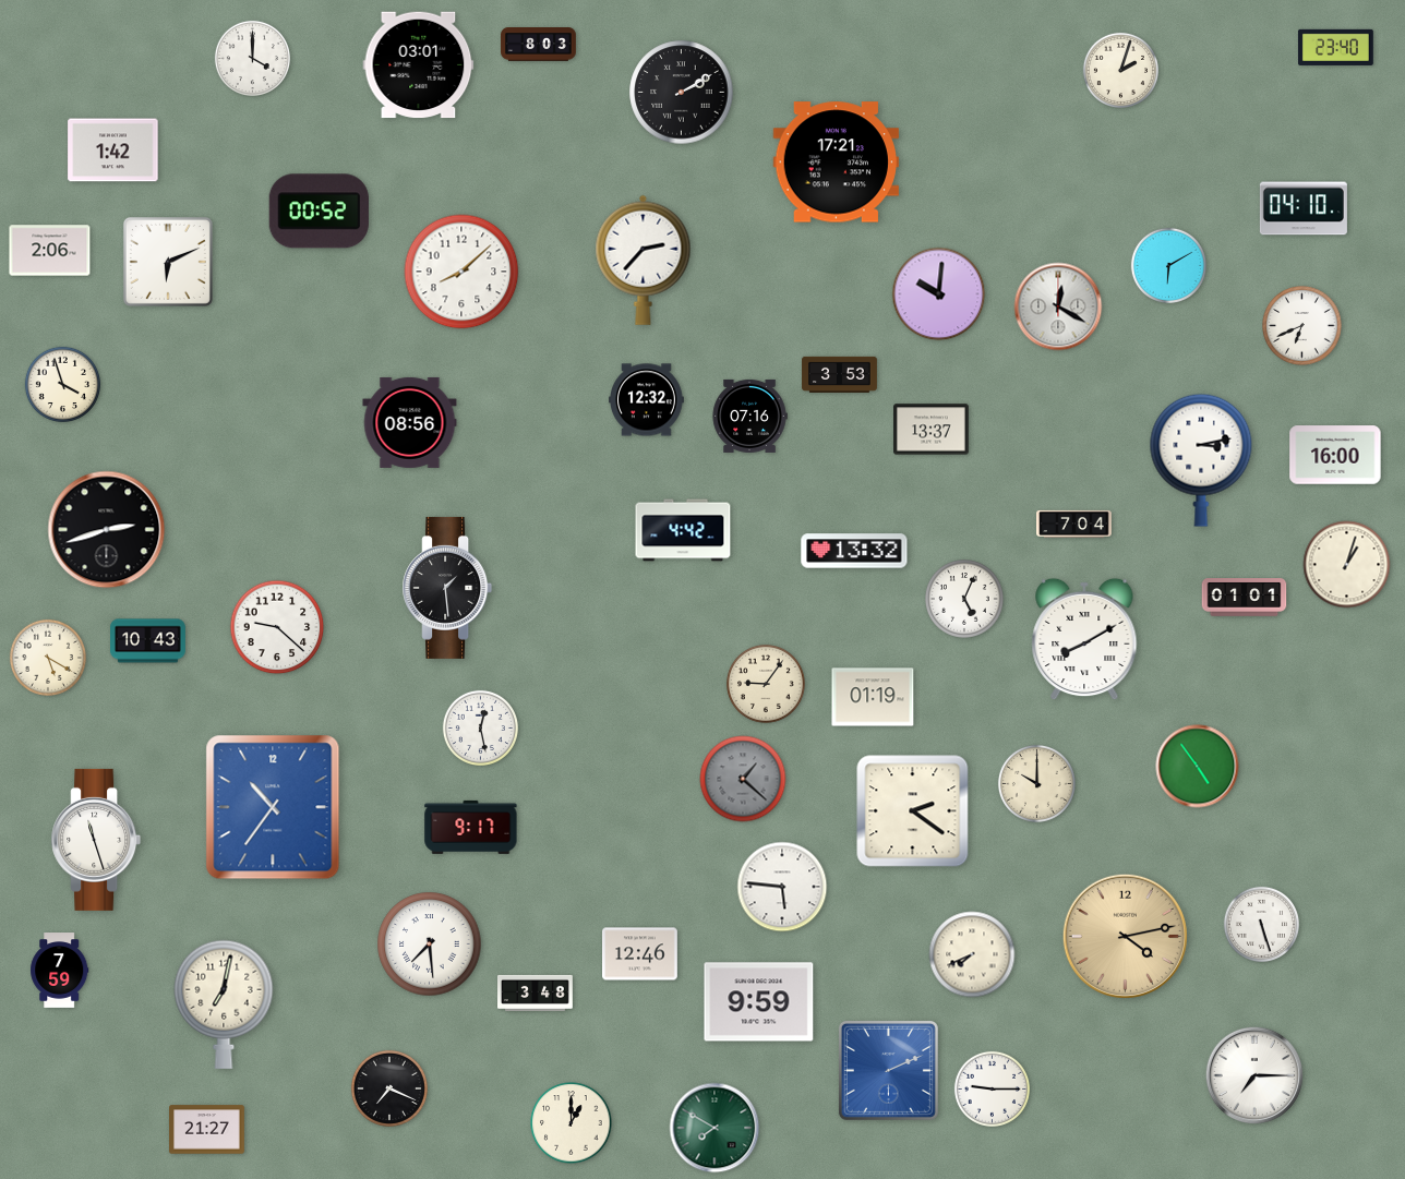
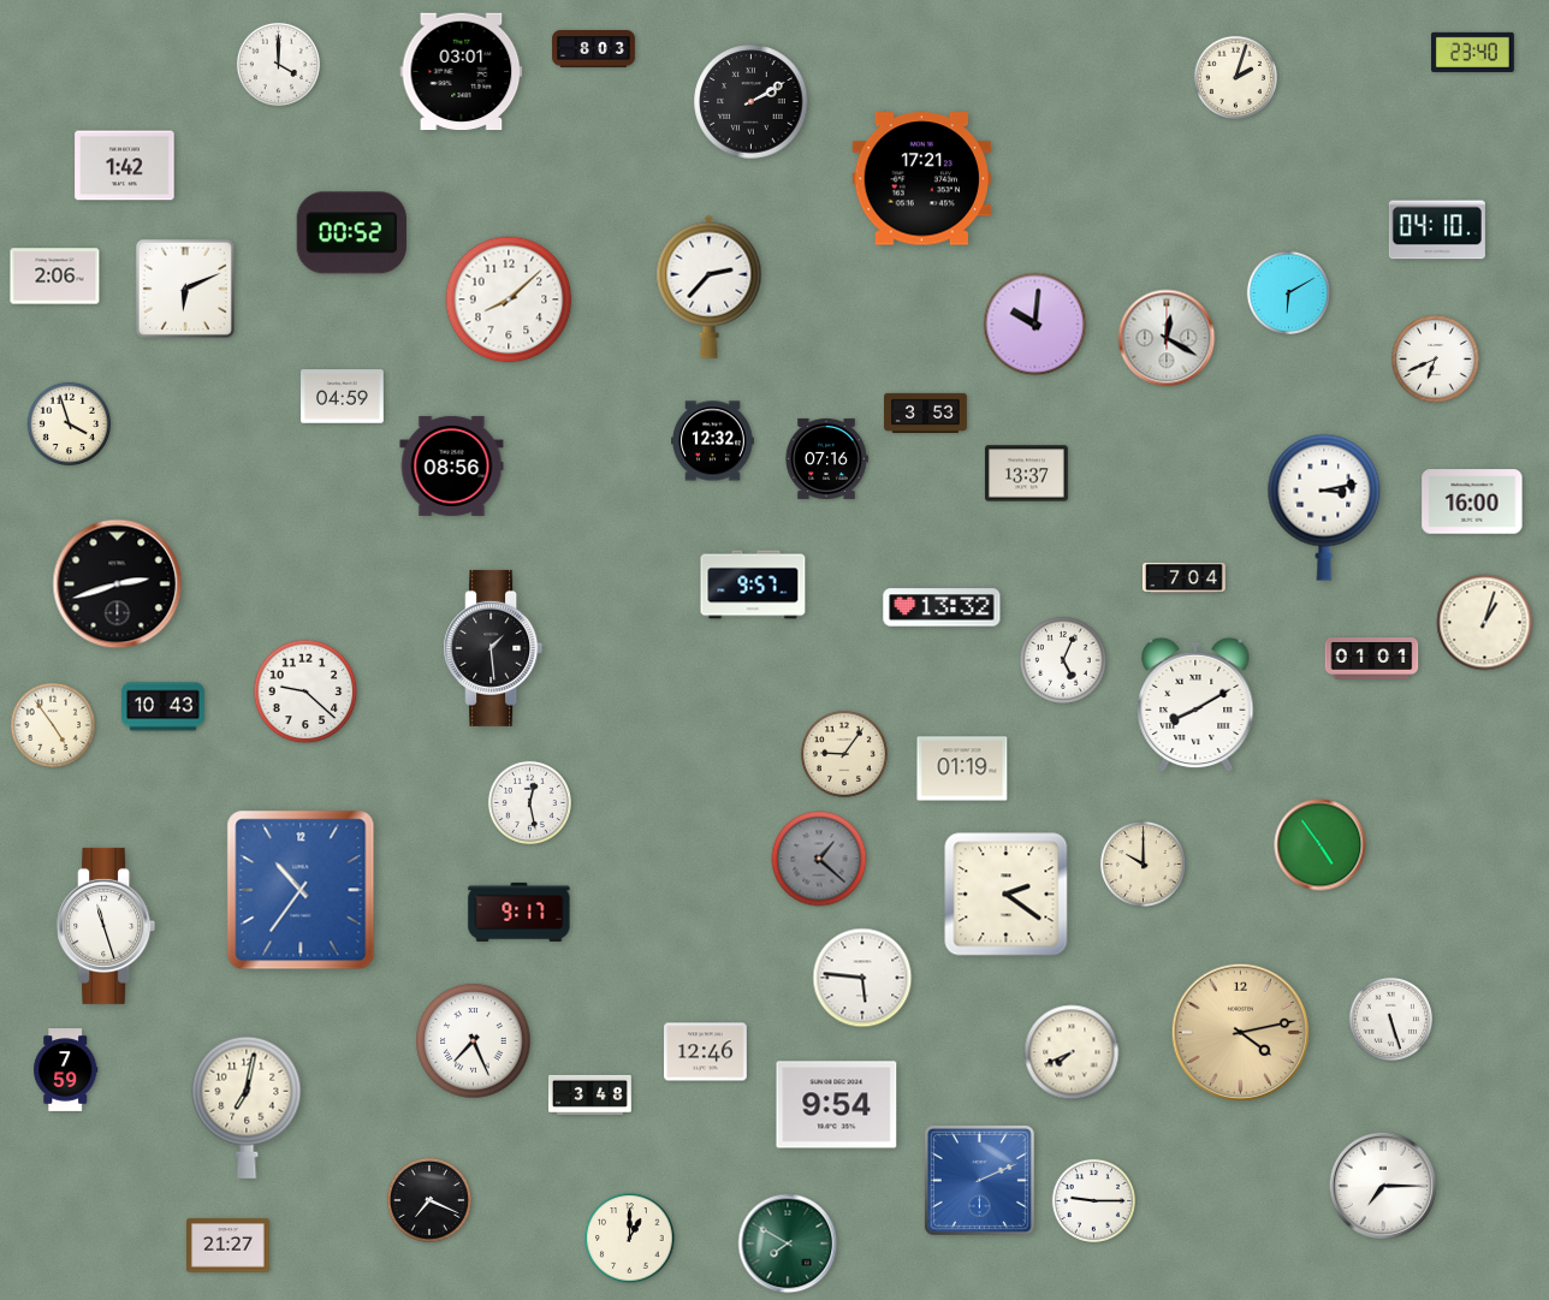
clock at (343, 397): none -> 04:59
clock at (683, 530): 4:42 -> 9:57
clock at (48, 658): 5:20 -> 4:54
clock at (430, 945): 7:29 -> 7:26
clock at (759, 1002): 9:59 -> 9:54
